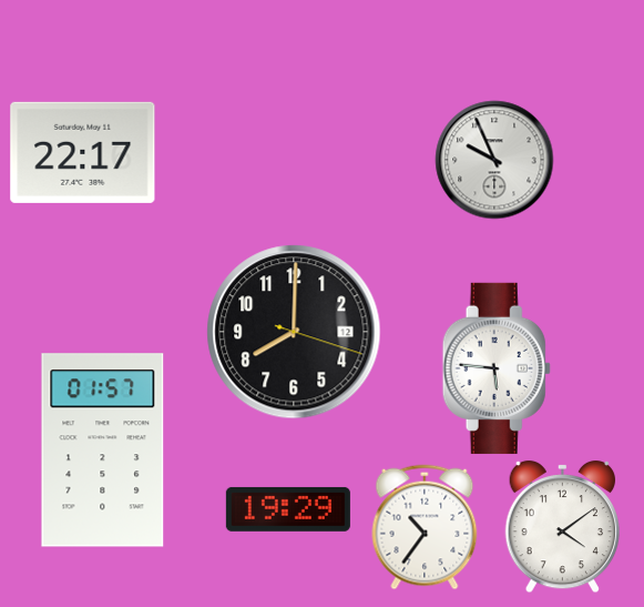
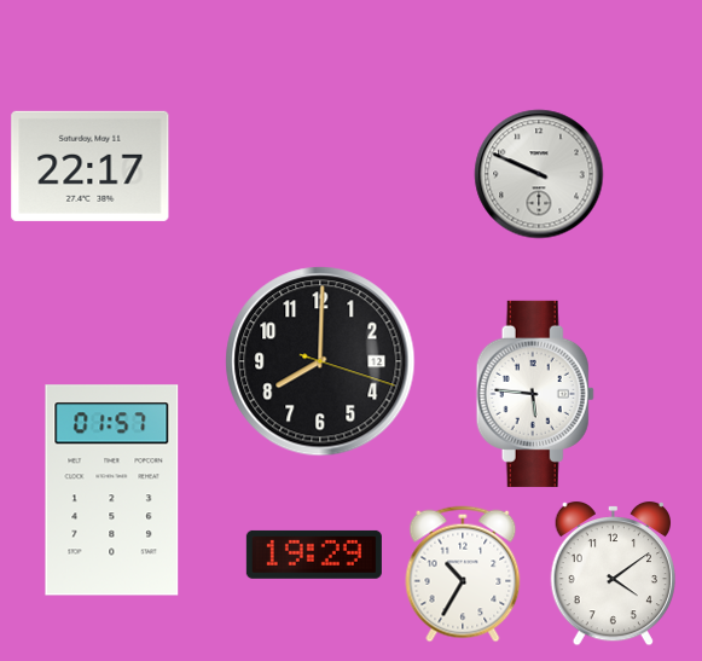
clock at (494, 160): 9:56 -> 9:49
clock at (497, 368) position: (497, 368) -> (535, 394)
clock at (425, 527): 10:36 -> 10:35
